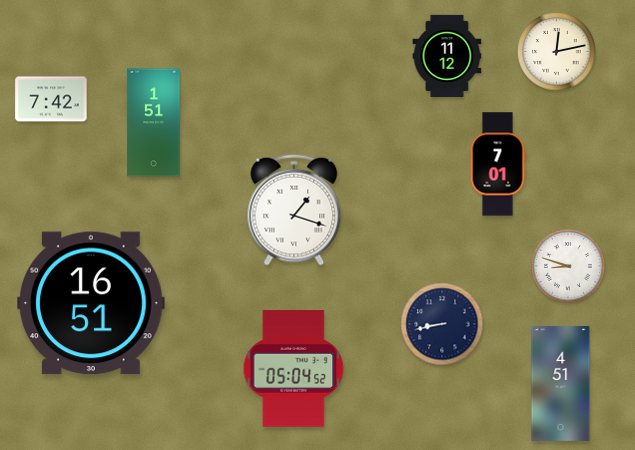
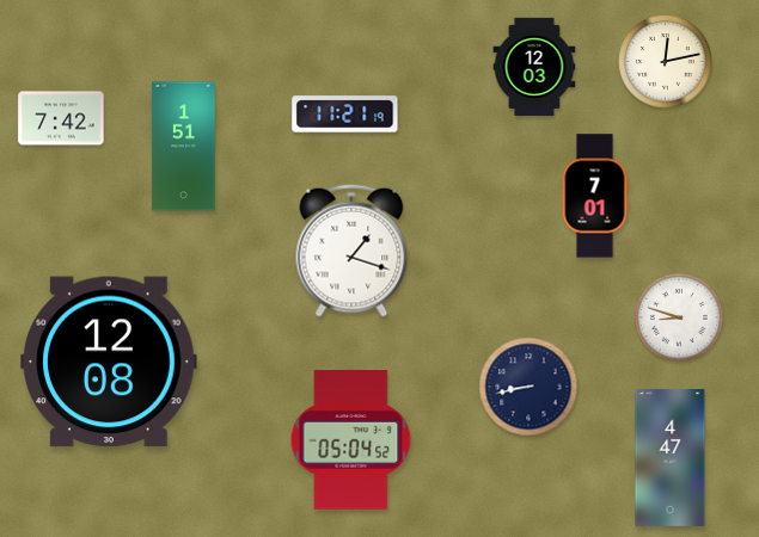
clock at (447, 55): 11:12 -> 12:03
clock at (345, 115): none -> 11:21
clock at (91, 303): 16:51 -> 12:08
clock at (561, 383): 4:51 -> 4:47
